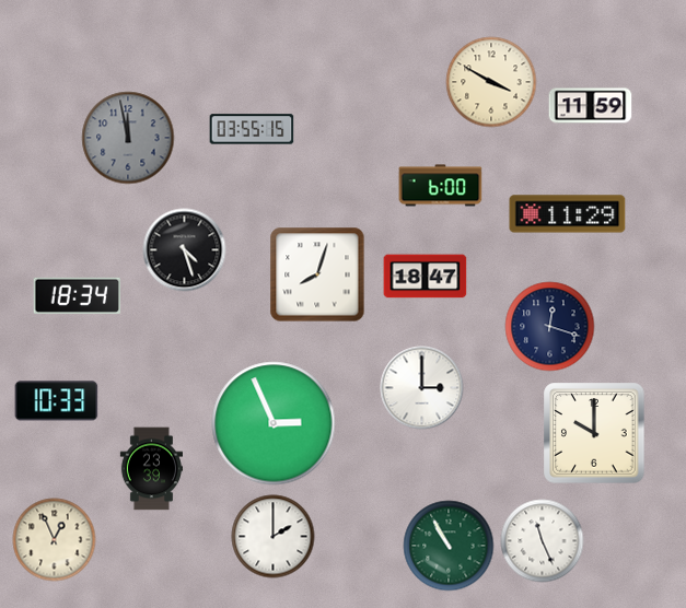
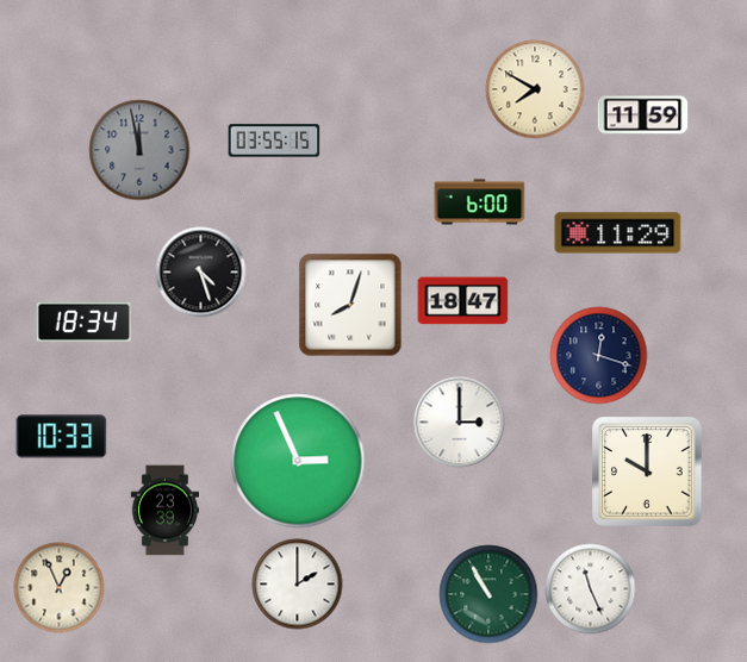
clock at (491, 82): 3:50 -> 7:50
clock at (317, 274) position: (317, 274) -> (350, 305)
